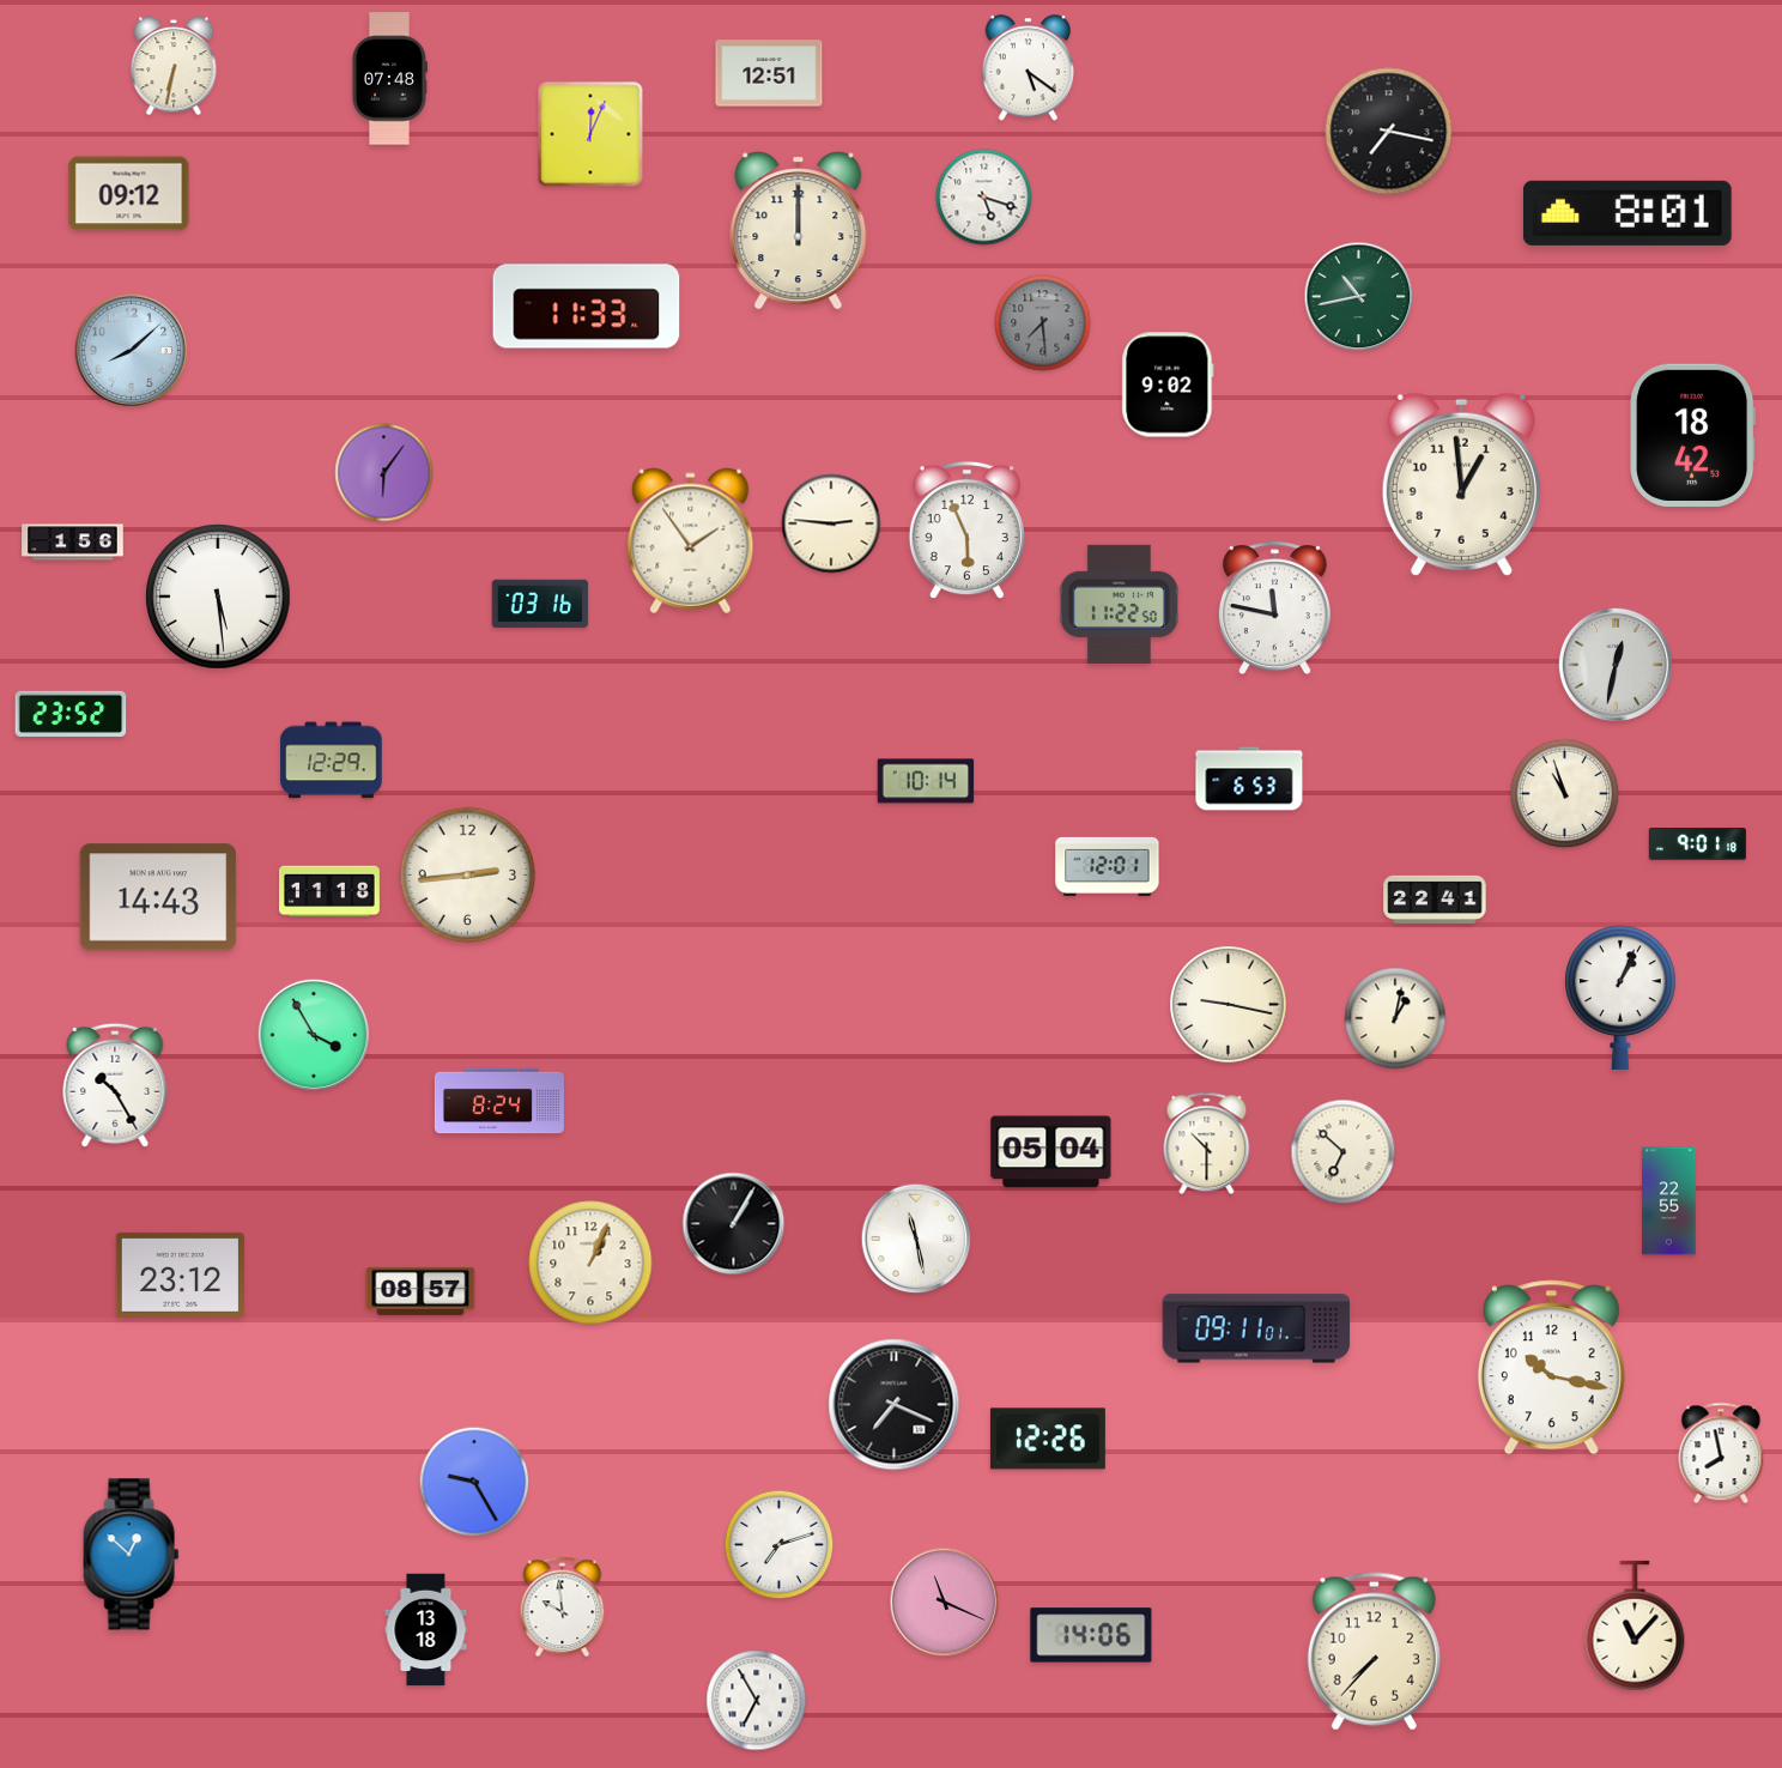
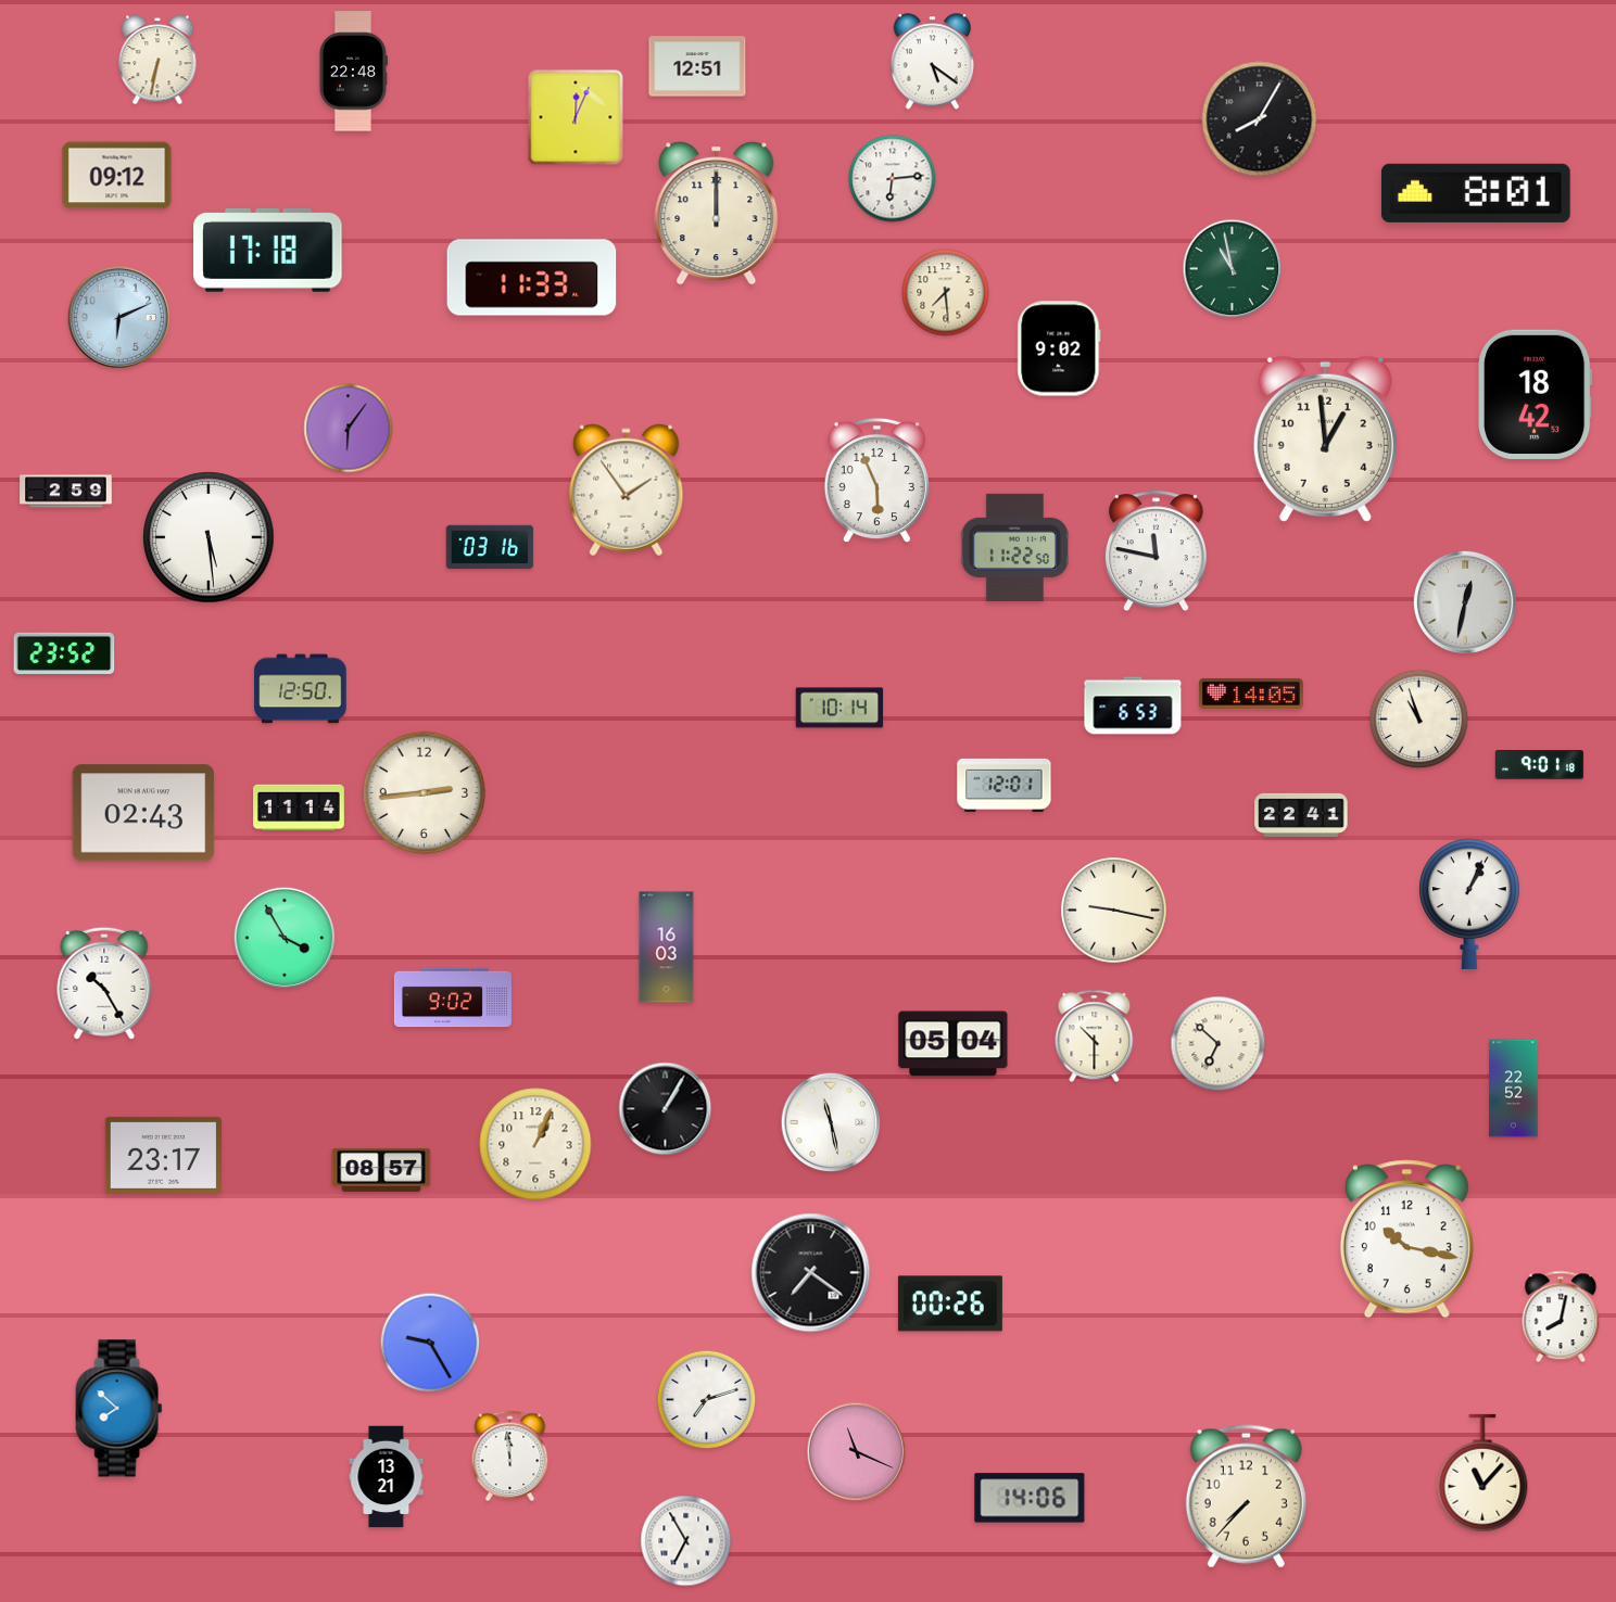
clock at (389, 79): 07:48 -> 22:48
clock at (1389, 132): 7:17 -> 8:05
clock at (590, 134) position: (590, 134) -> (576, 117)
clock at (984, 198): 5:18 -> 6:14
clock at (799, 231) position: (799, 231) -> (717, 214)
clock at (268, 250): none -> 17:18
clock at (1359, 297): 10:43 -> 10:58
clock at (1043, 323) dial: grey -> cream
clock at (131, 350): 8:08 -> 6:11
clock at (831, 523): 2:46 -> none
clock at (73, 543): 1:56 -> 2:59
clock at (218, 597) position: (218, 597) -> (209, 537)
clock at (71, 714) position: (71, 714) -> (64, 653)
clock at (332, 761): 12:29 -> 12:50
clock at (1251, 694): none -> 14:05
clock at (331, 891): 11:18 -> 11:14
clock at (158, 897): 14:43 -> 02:43
clock at (1395, 1018): 1:02 -> none
clock at (667, 948): none -> 16:03
clock at (499, 1101): 8:24 -> 9:02
clock at (1669, 1201): 22:55 -> 22:52
clock at (180, 1274): 23:12 -> 23:17
clock at (1256, 1328): 09:11 -> none
clock at (895, 1405): 7:19 -> 7:21
clock at (1048, 1439): 12:26 -> 00:26
clock at (1721, 1453): 7:58 -> 8:02
clock at (132, 1555): 12:52 -> 7:52
clock at (563, 1607): 9:59 -> 11:59
clock at (426, 1630): 13:18 -> 13:21
clock at (1091, 1635) position: (1091, 1635) -> (1030, 1498)
